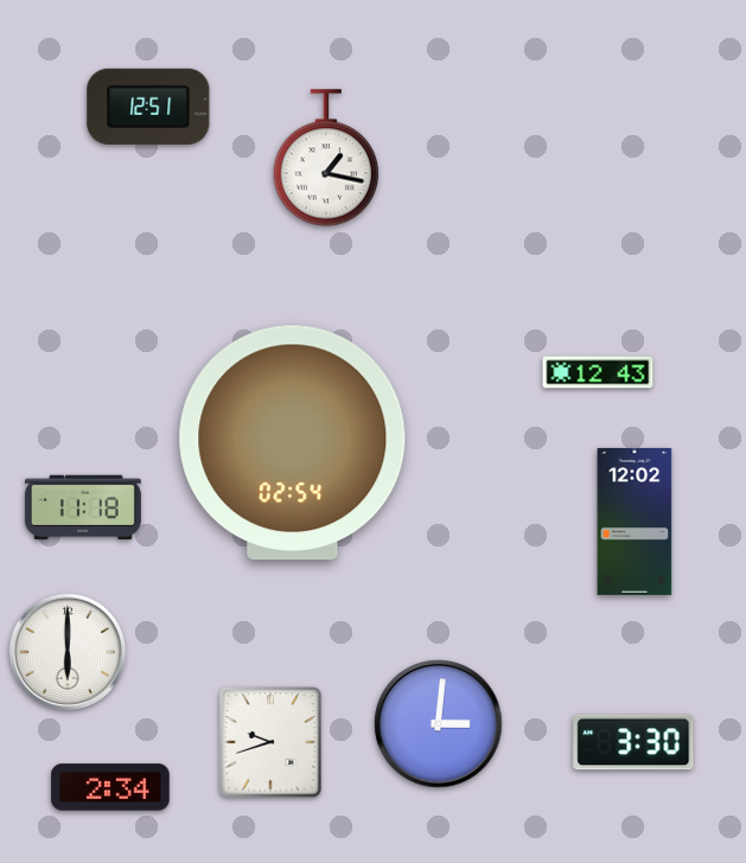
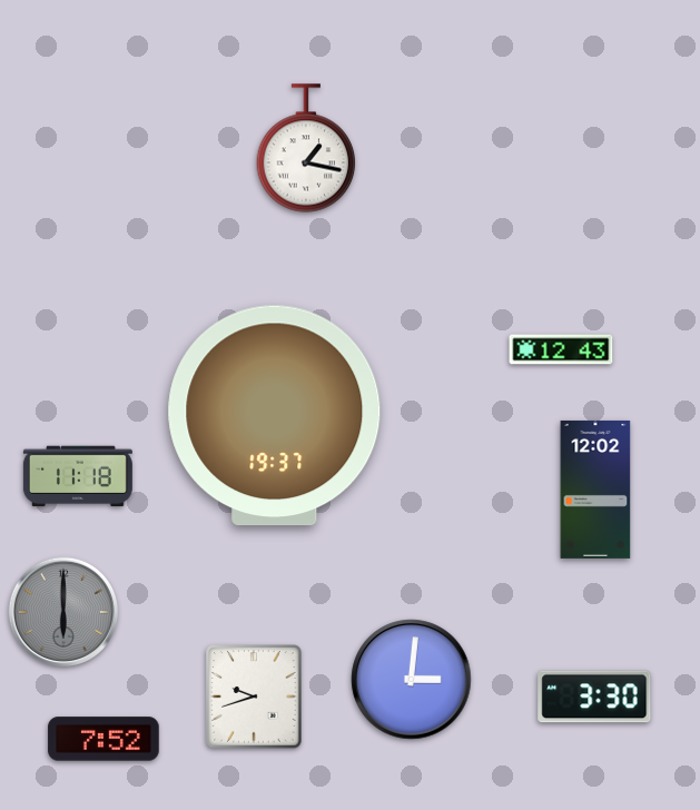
clock at (148, 107): 12:51 -> none
clock at (293, 443): 02:54 -> 19:37
clock at (66, 651) dial: white -> grey
clock at (110, 787): 2:34 -> 7:52
